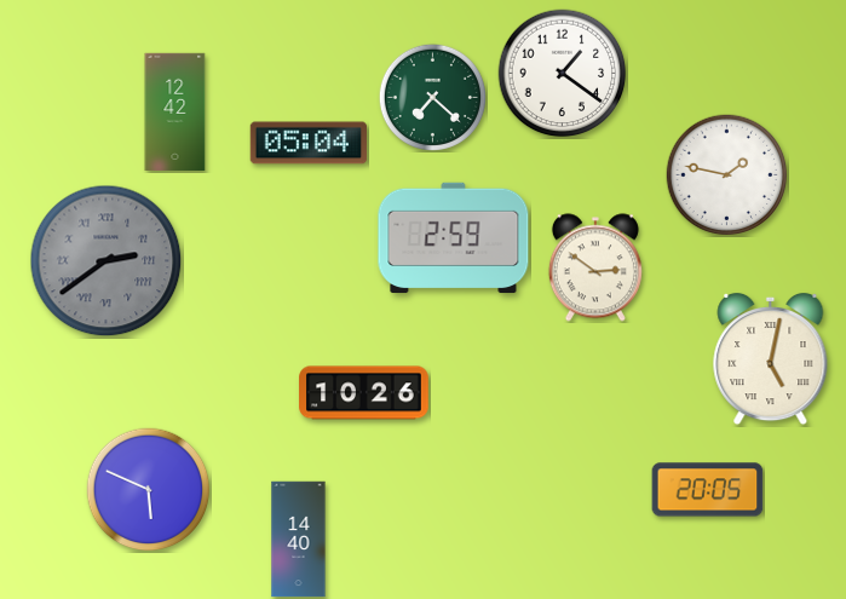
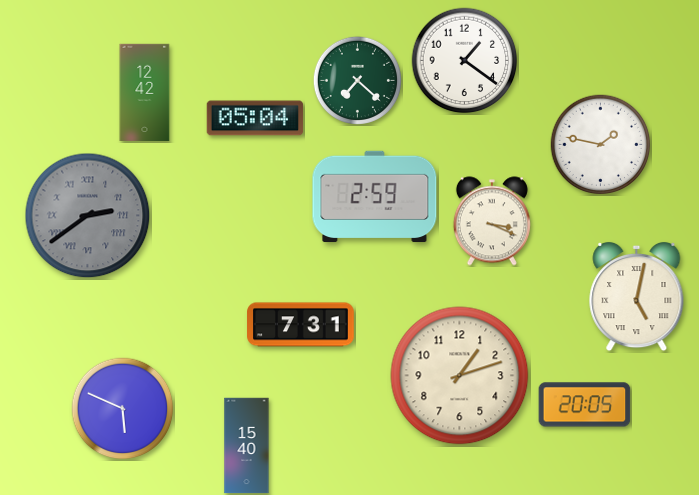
clock at (595, 267): 2:51 -> 3:19
clock at (364, 393): 10:26 -> 7:31
clock at (460, 376): none -> 1:12
clock at (149, 490) position: (149, 490) -> (123, 409)
clock at (299, 540): 14:40 -> 15:40
